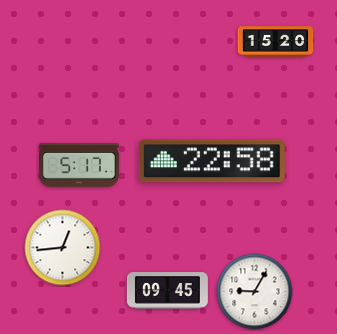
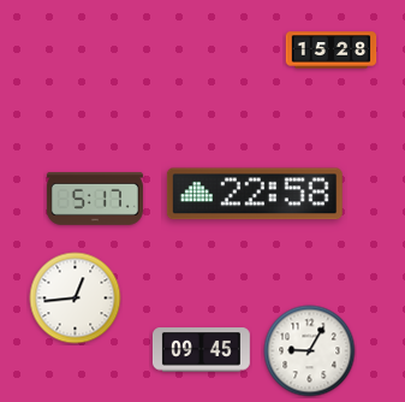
clock at (276, 42): 15:20 -> 15:28
clock at (255, 292) position: (255, 292) -> (310, 351)
